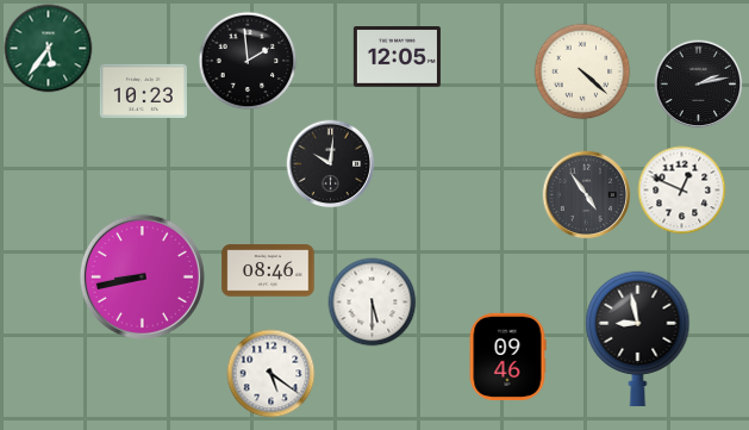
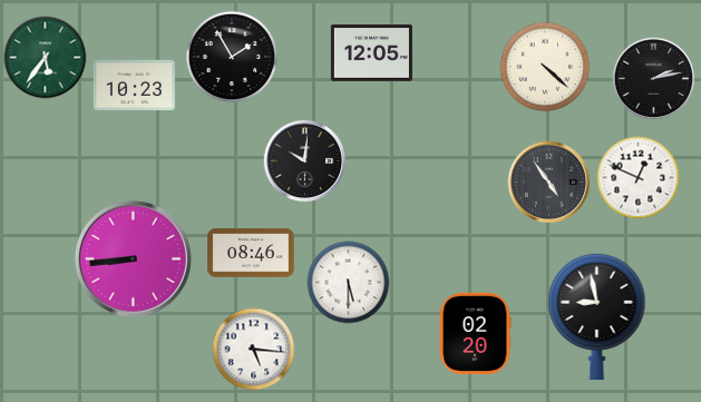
clock at (49, 49) position: (49, 49) -> (46, 58)
clock at (248, 61): 1:59 -> 1:55
clock at (331, 164) position: (331, 164) -> (305, 161)
clock at (142, 276): 8:43 -> 8:44
clock at (507, 356): 09:46 -> 02:20
clock at (271, 374): 5:21 -> 5:16
